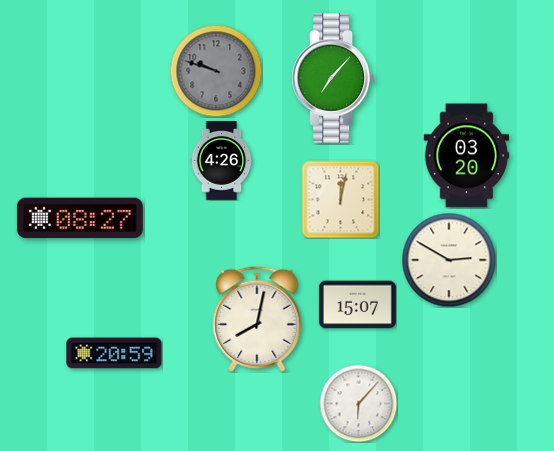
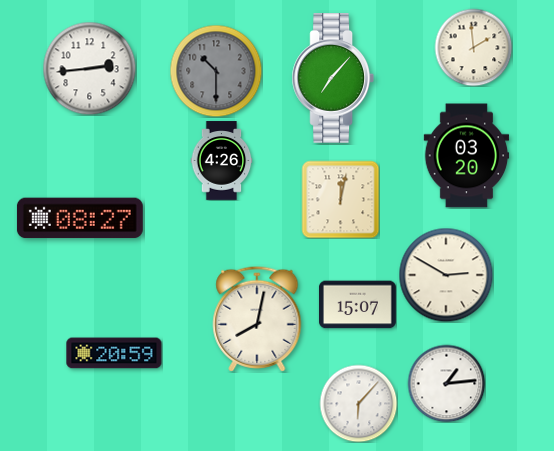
clock at (473, 47): none -> 1:59
clock at (89, 68): none -> 2:44
clock at (216, 71): 9:48 -> 10:30
clock at (449, 260) position: (449, 260) -> (446, 275)
clock at (446, 383): none -> 1:14
